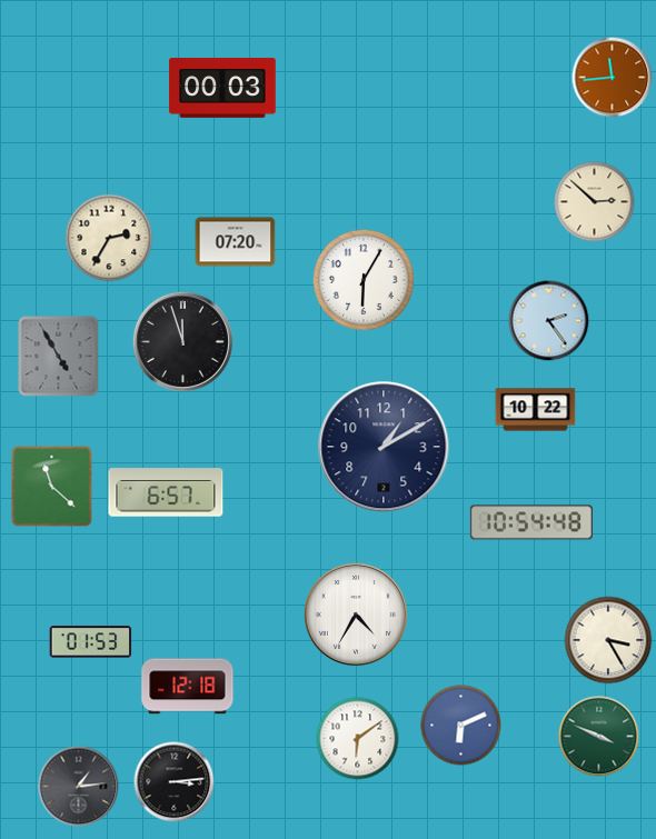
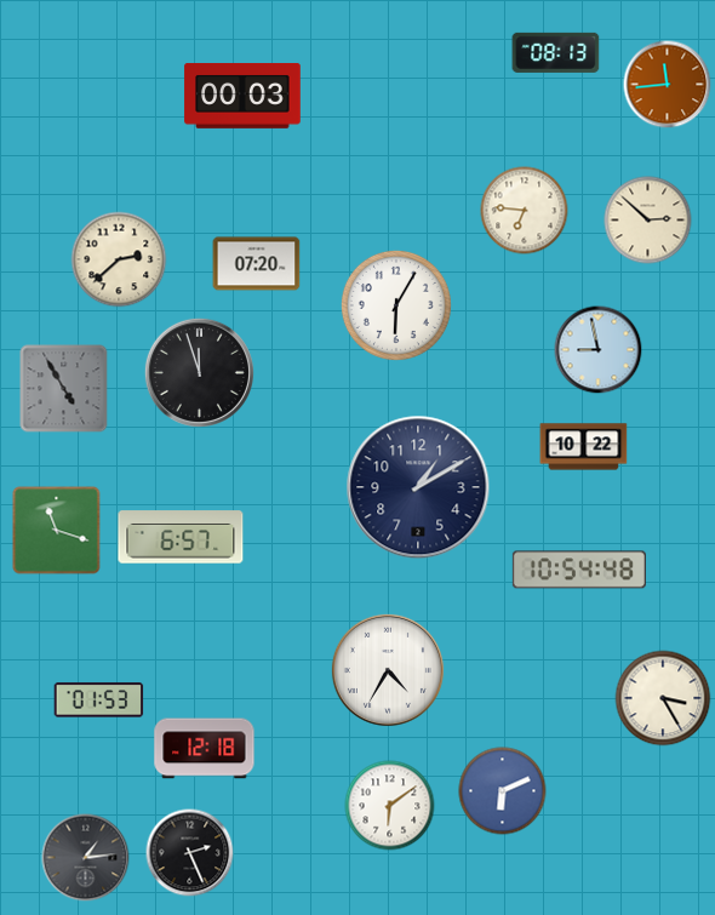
clock at (556, 52): none -> 08:13
clock at (525, 211): none -> 6:46
clock at (109, 238): 2:35 -> 2:38
clock at (549, 321): 2:24 -> 8:58
clock at (52, 487): 11:22 -> 11:18
clock at (599, 737): 3:49 -> none
clock at (175, 782): 3:14 -> 2:26
